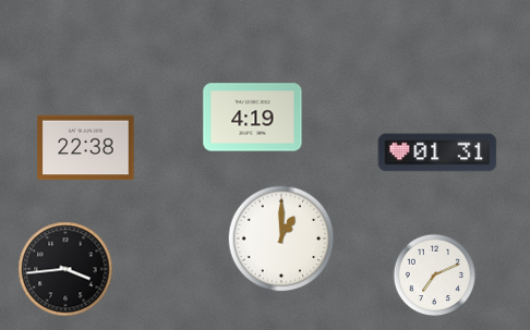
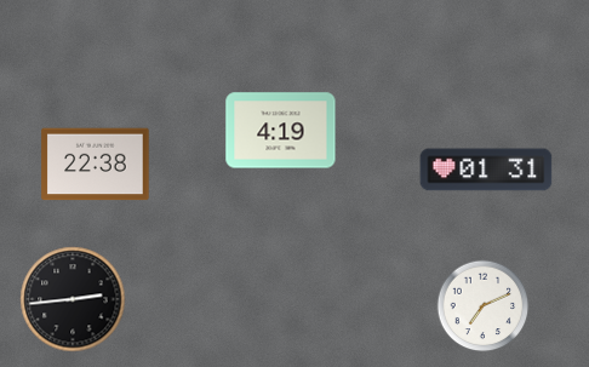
clock at (281, 239): 1:00 -> none
clock at (65, 269): 3:44 -> 2:44
